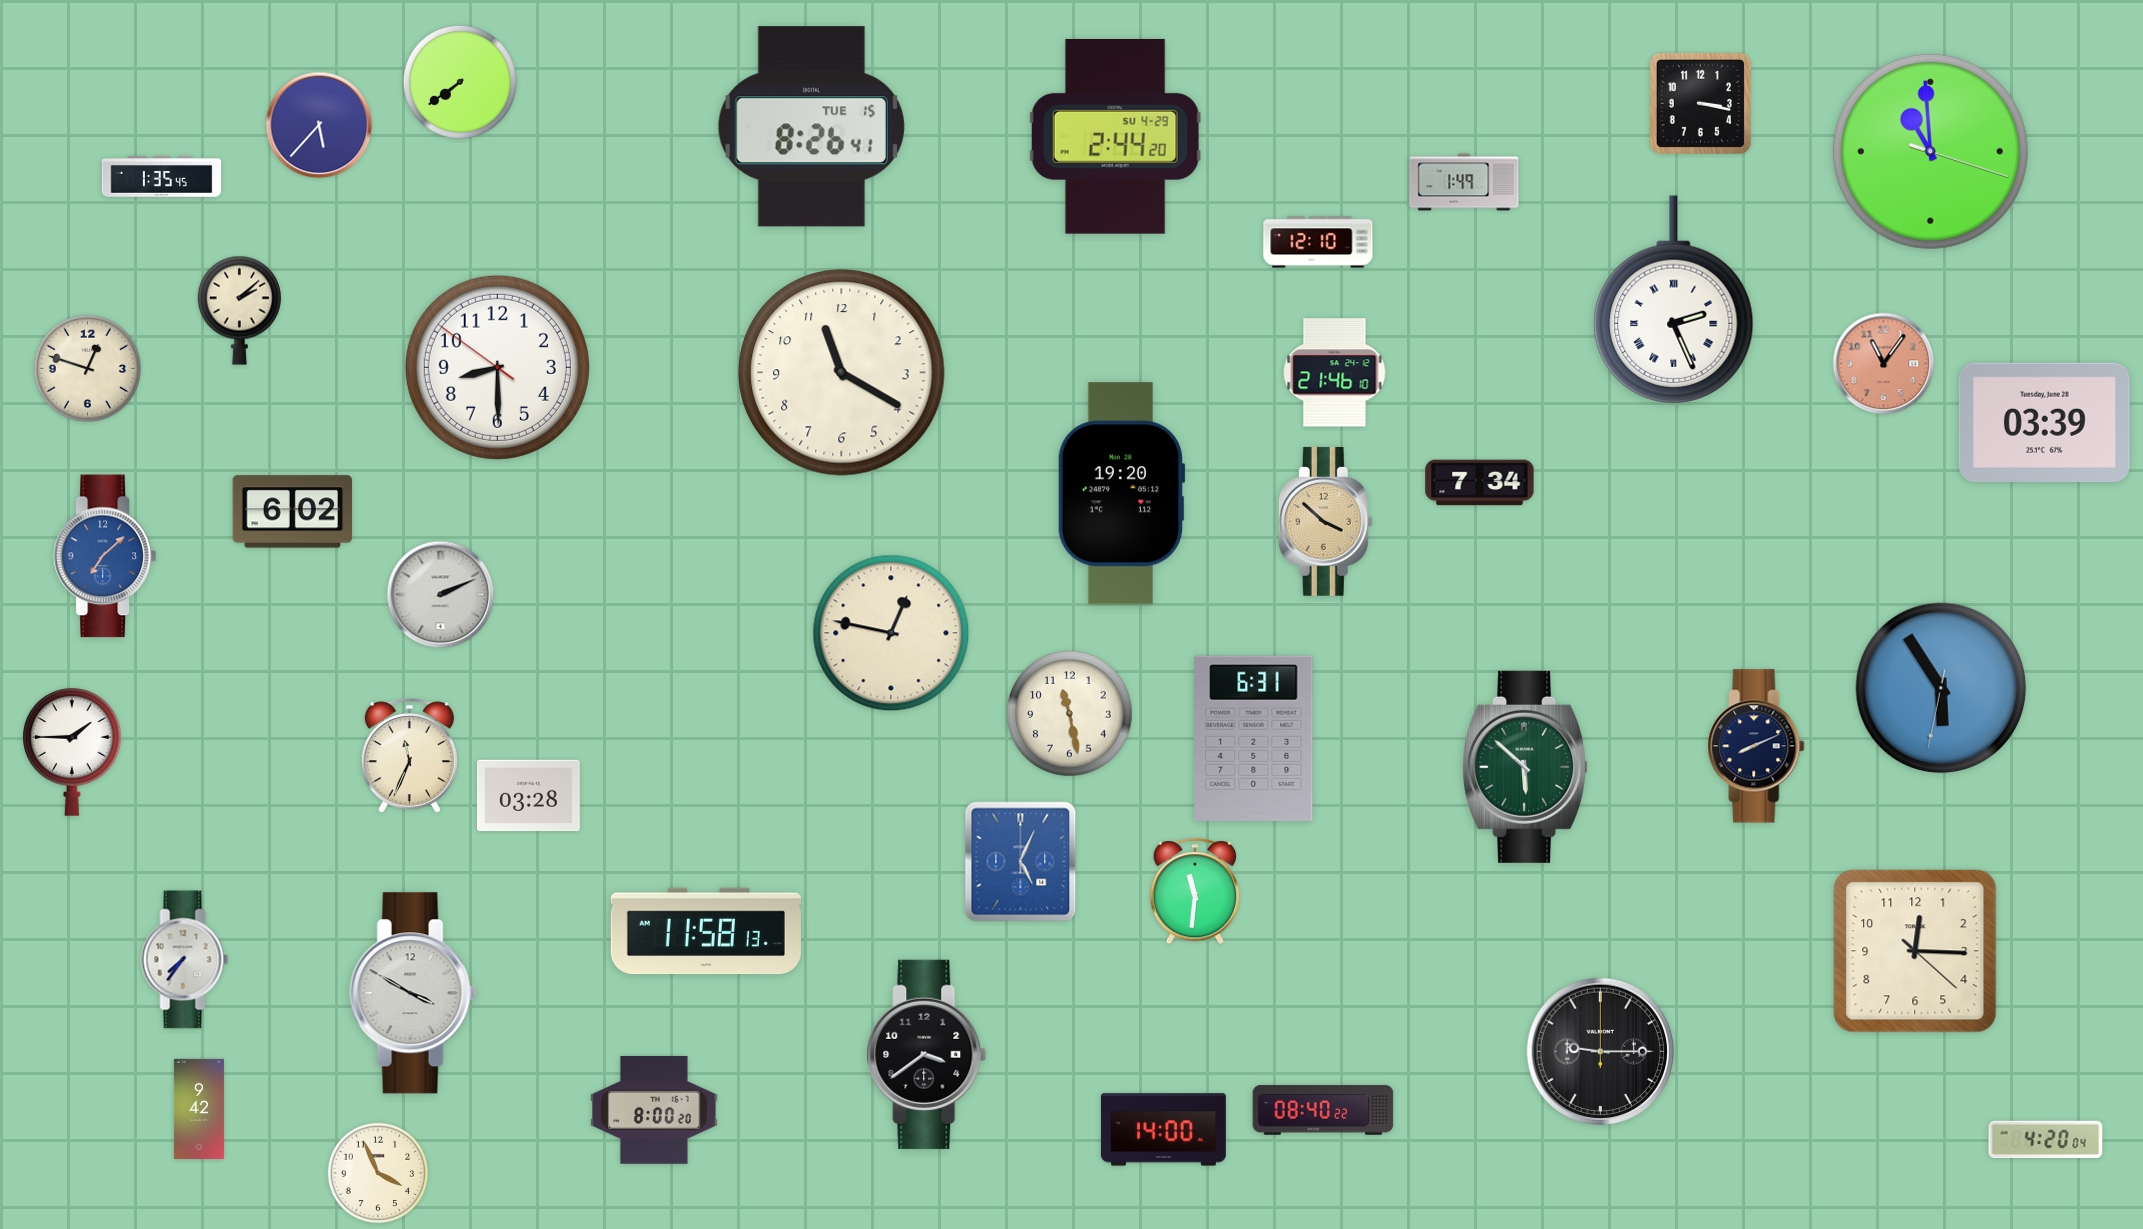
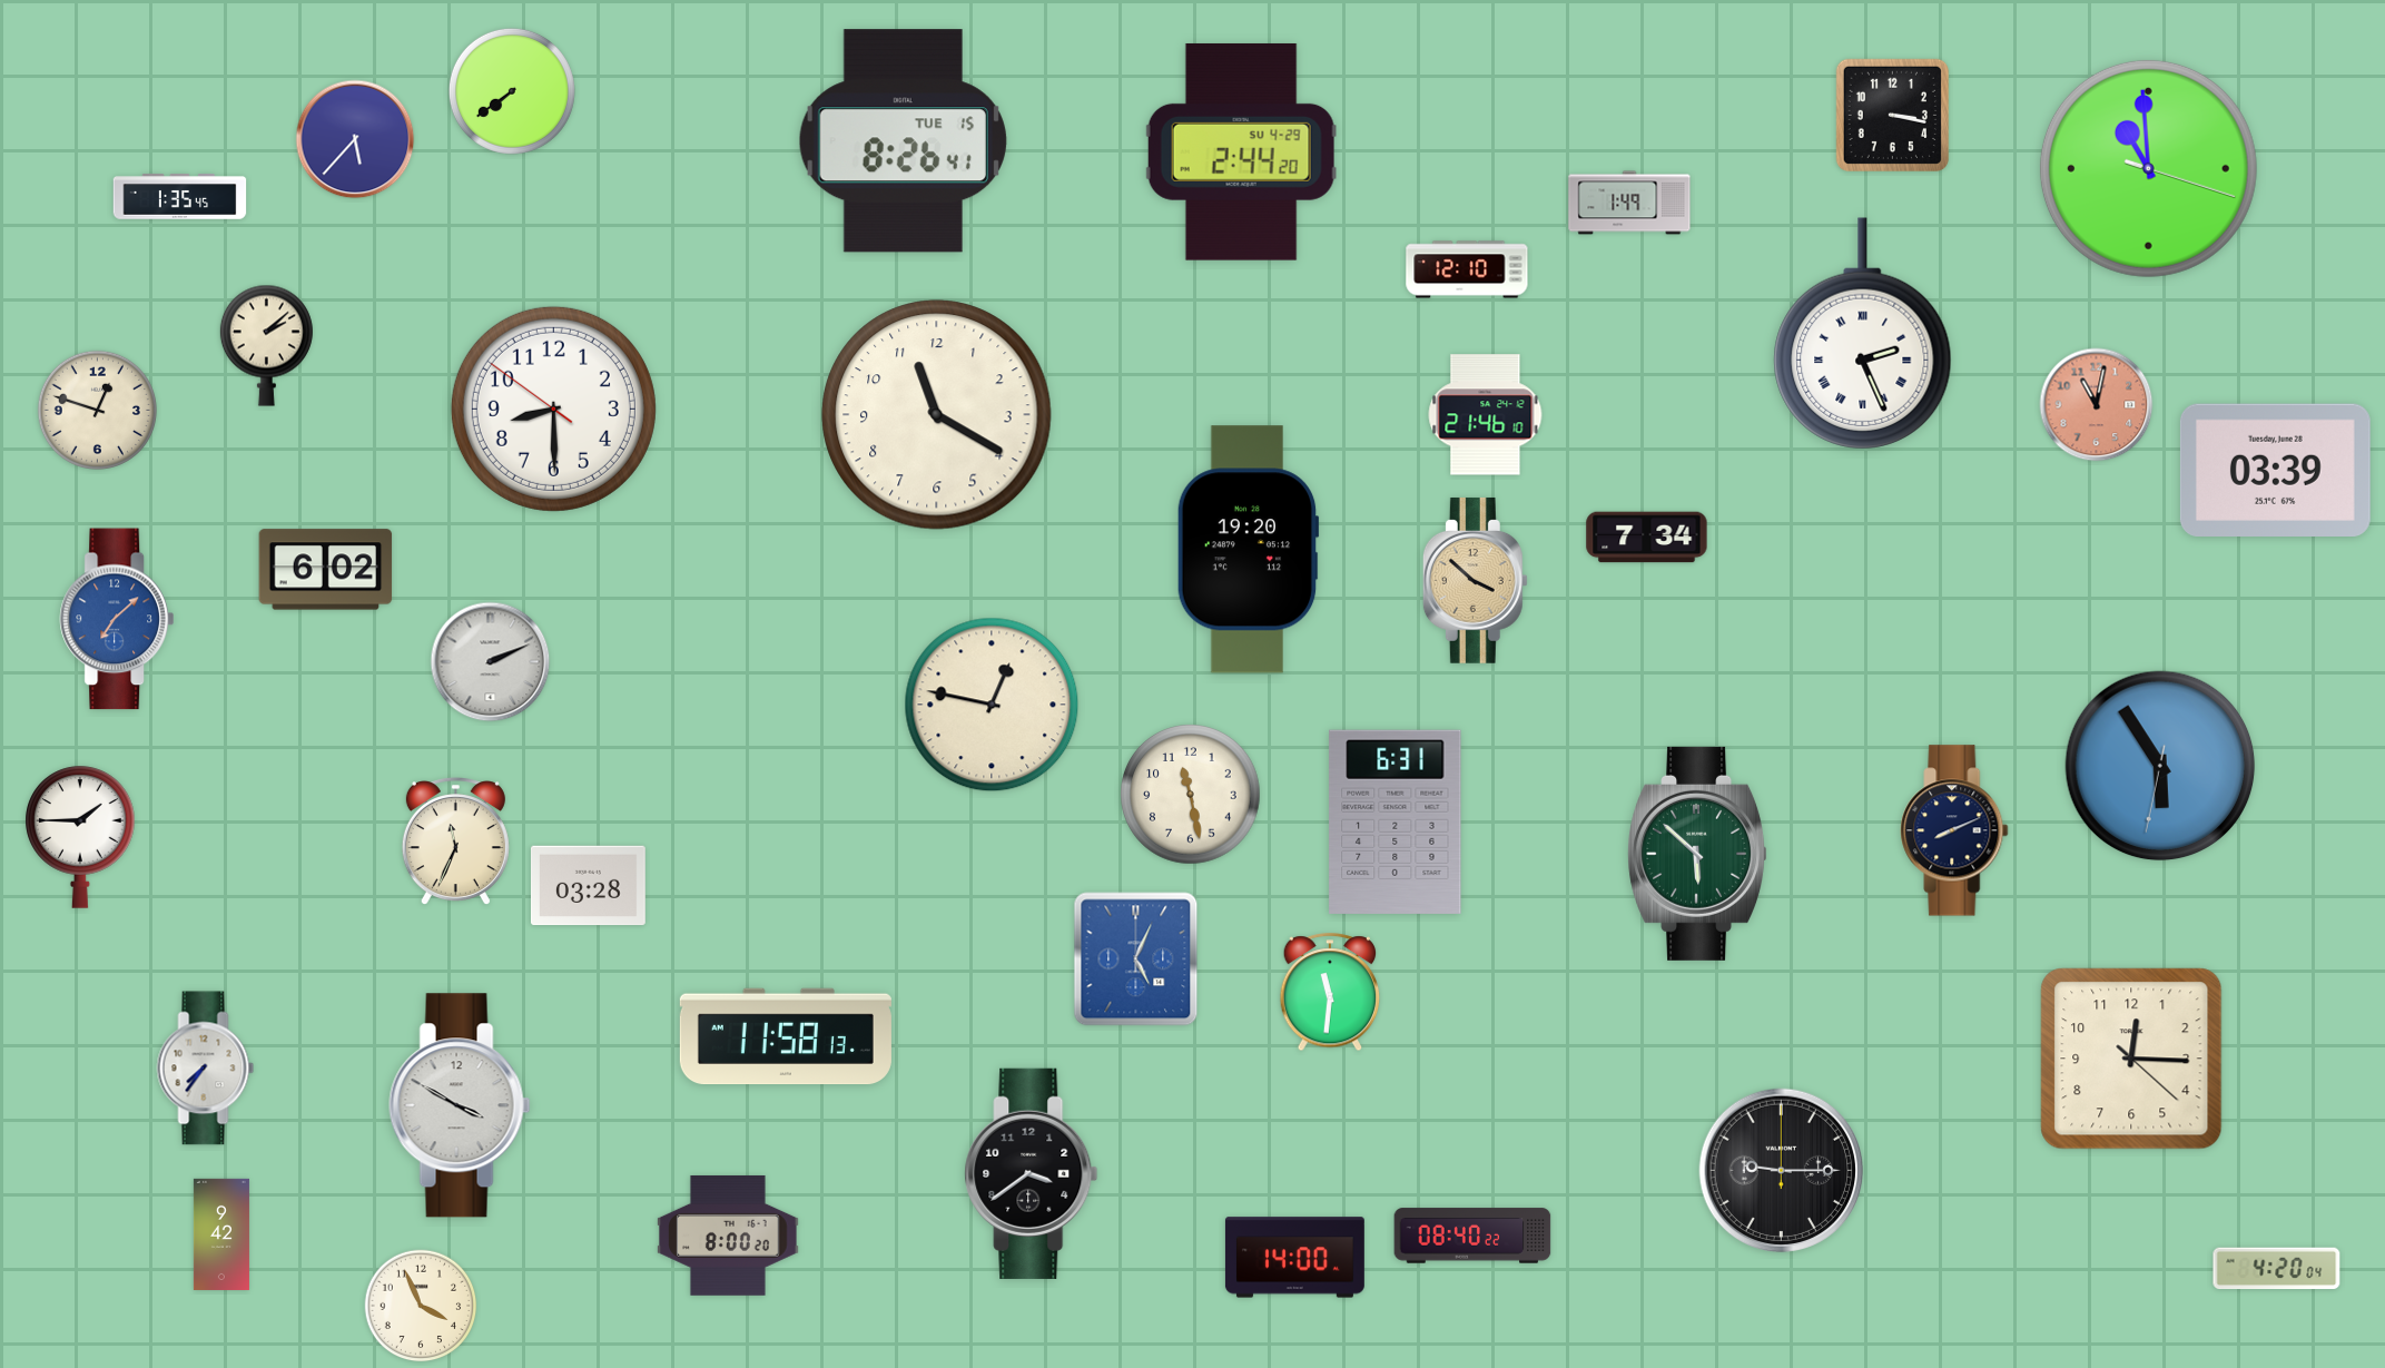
clock at (1884, 364): 11:06 -> 11:02
